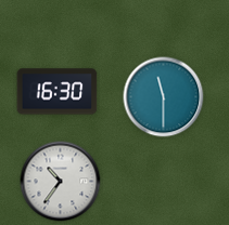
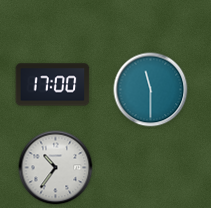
clock at (58, 92): 16:30 -> 17:00
